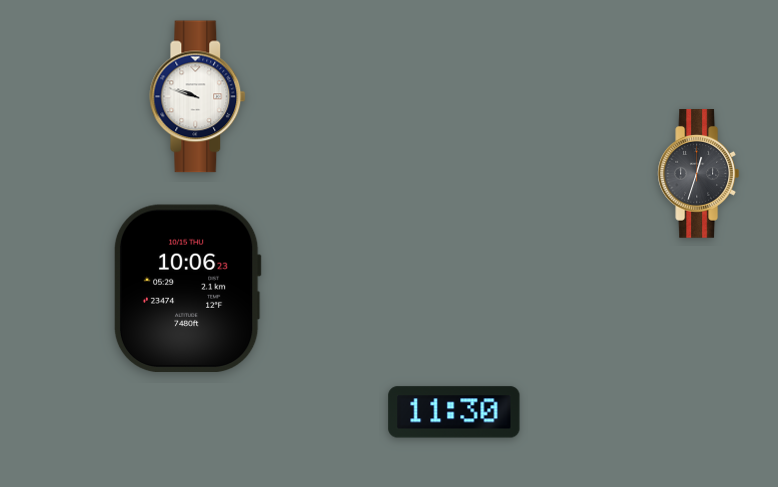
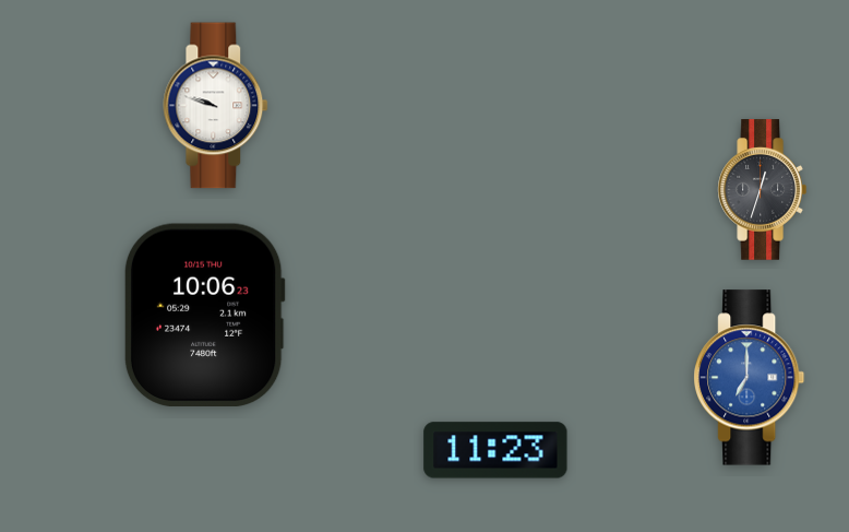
clock at (750, 378): none -> 7:00
clock at (454, 412): 11:30 -> 11:23
